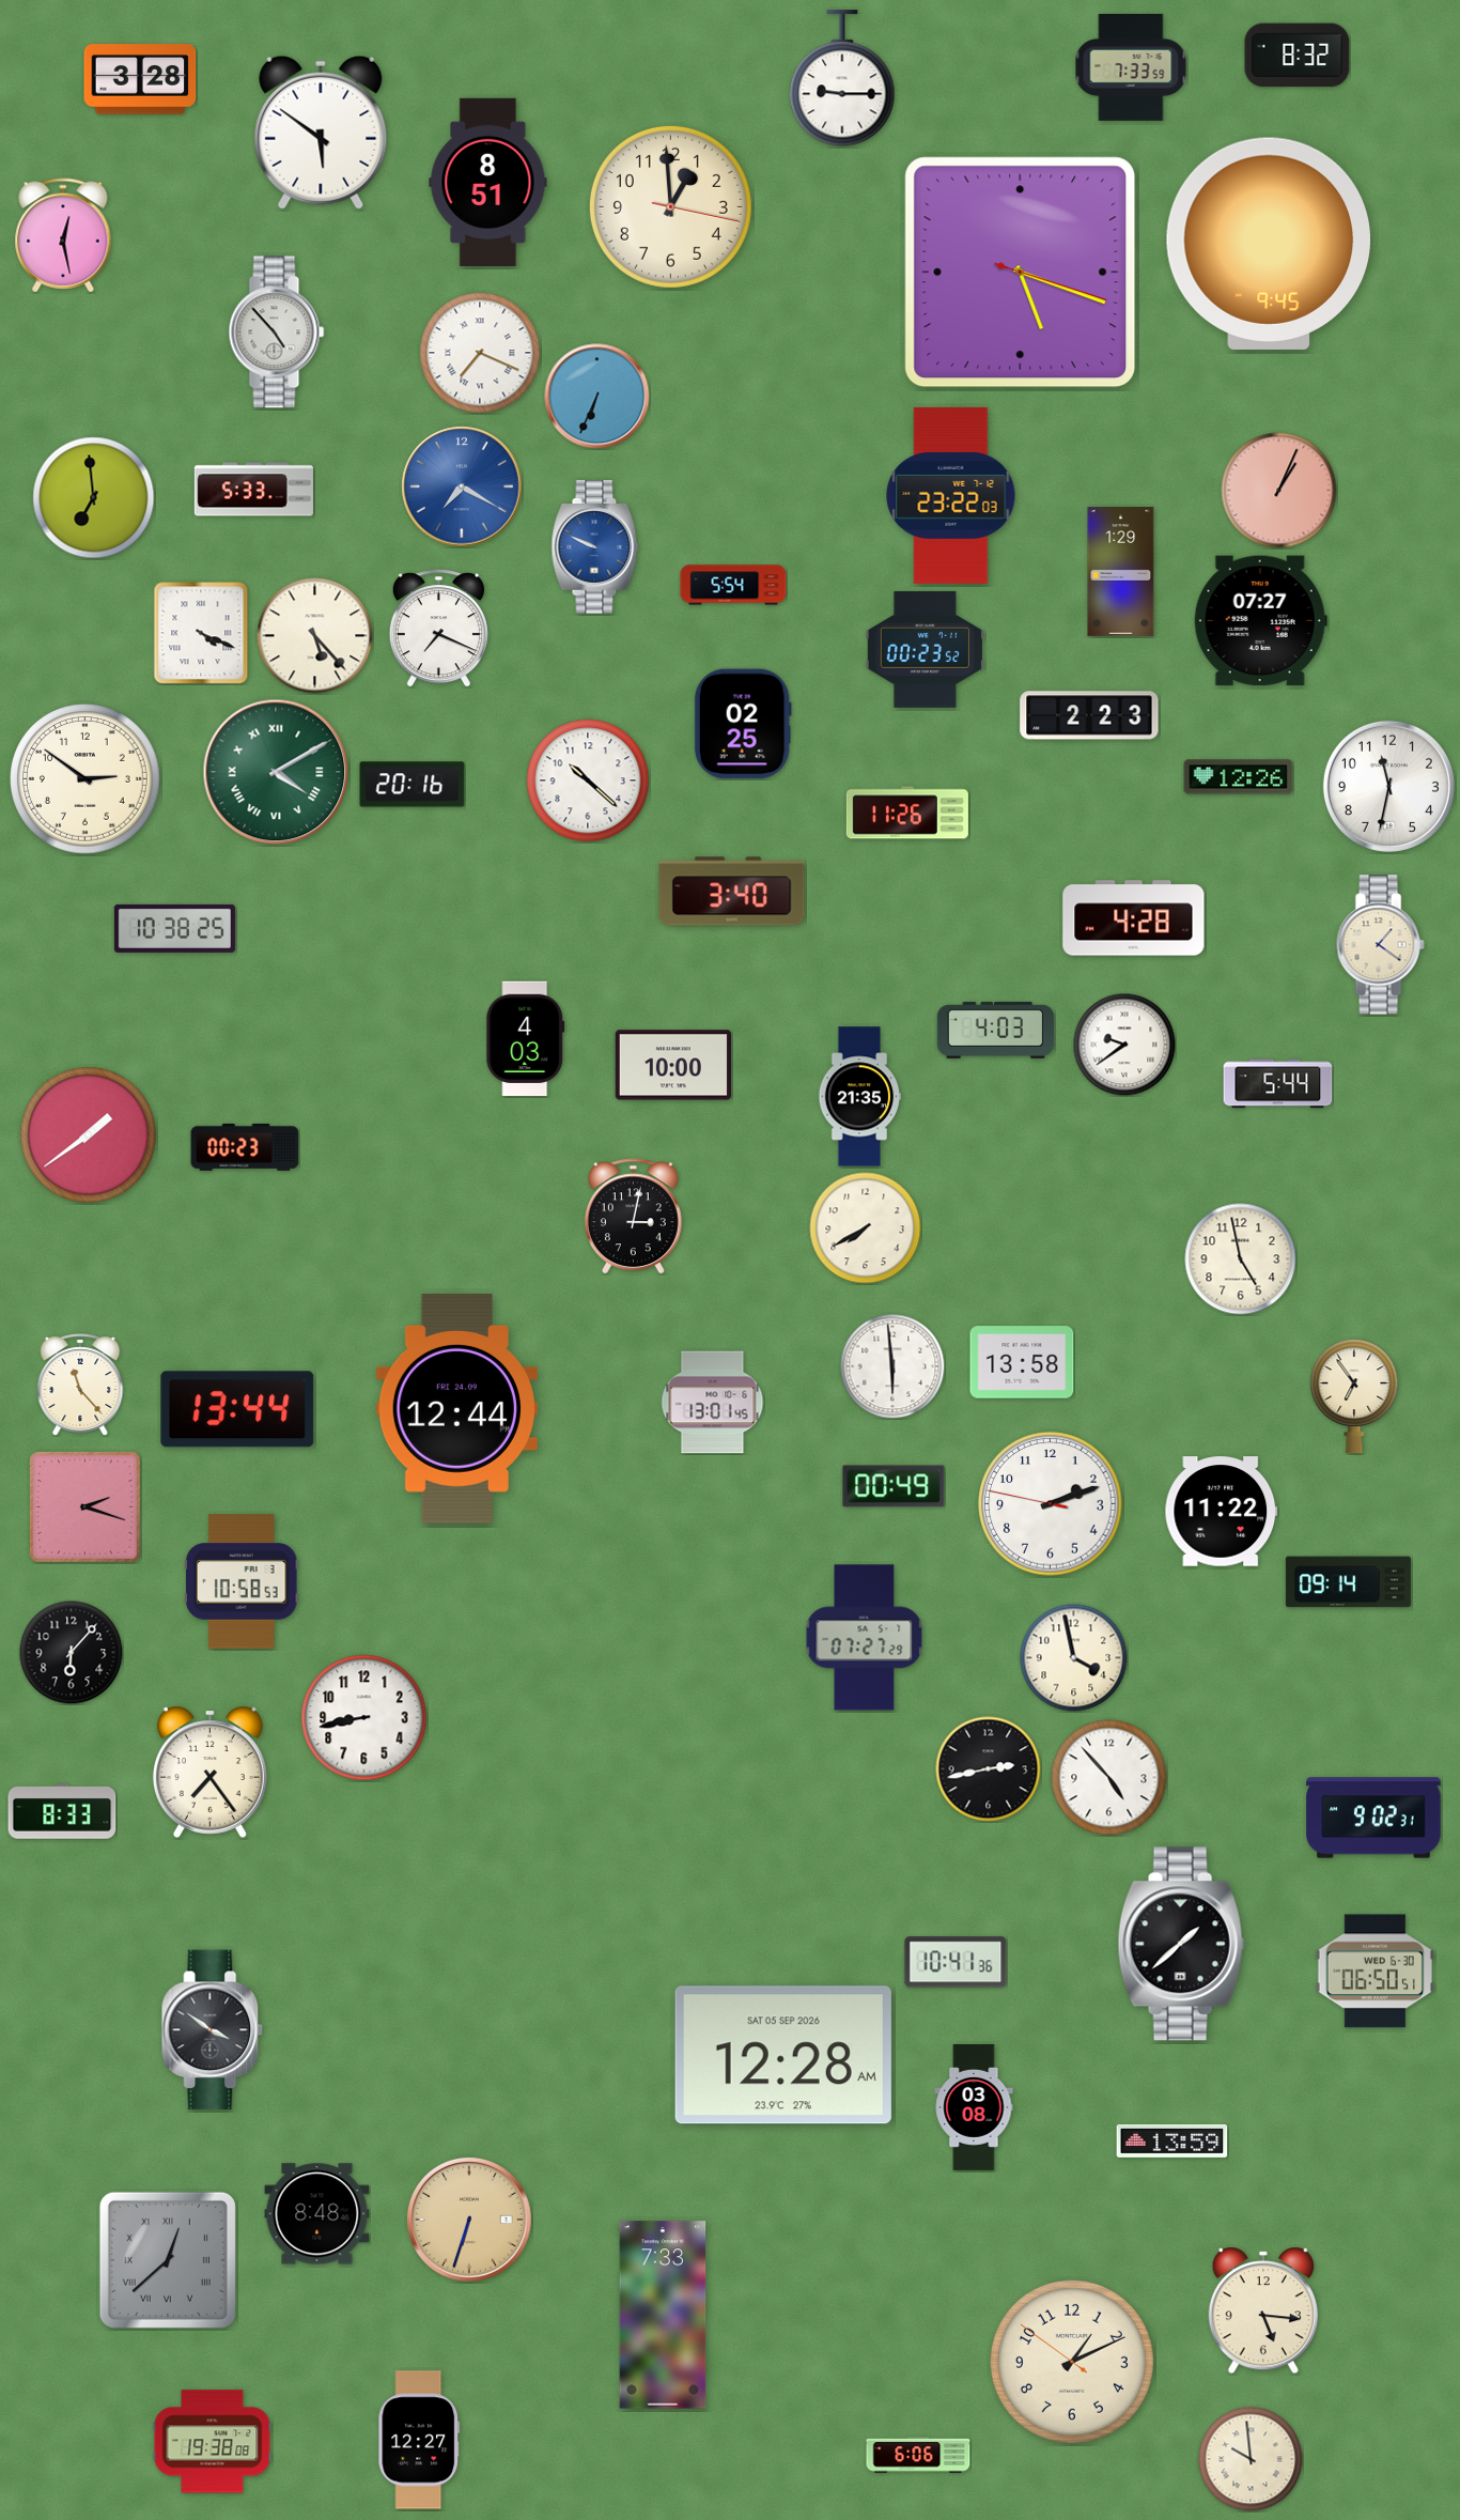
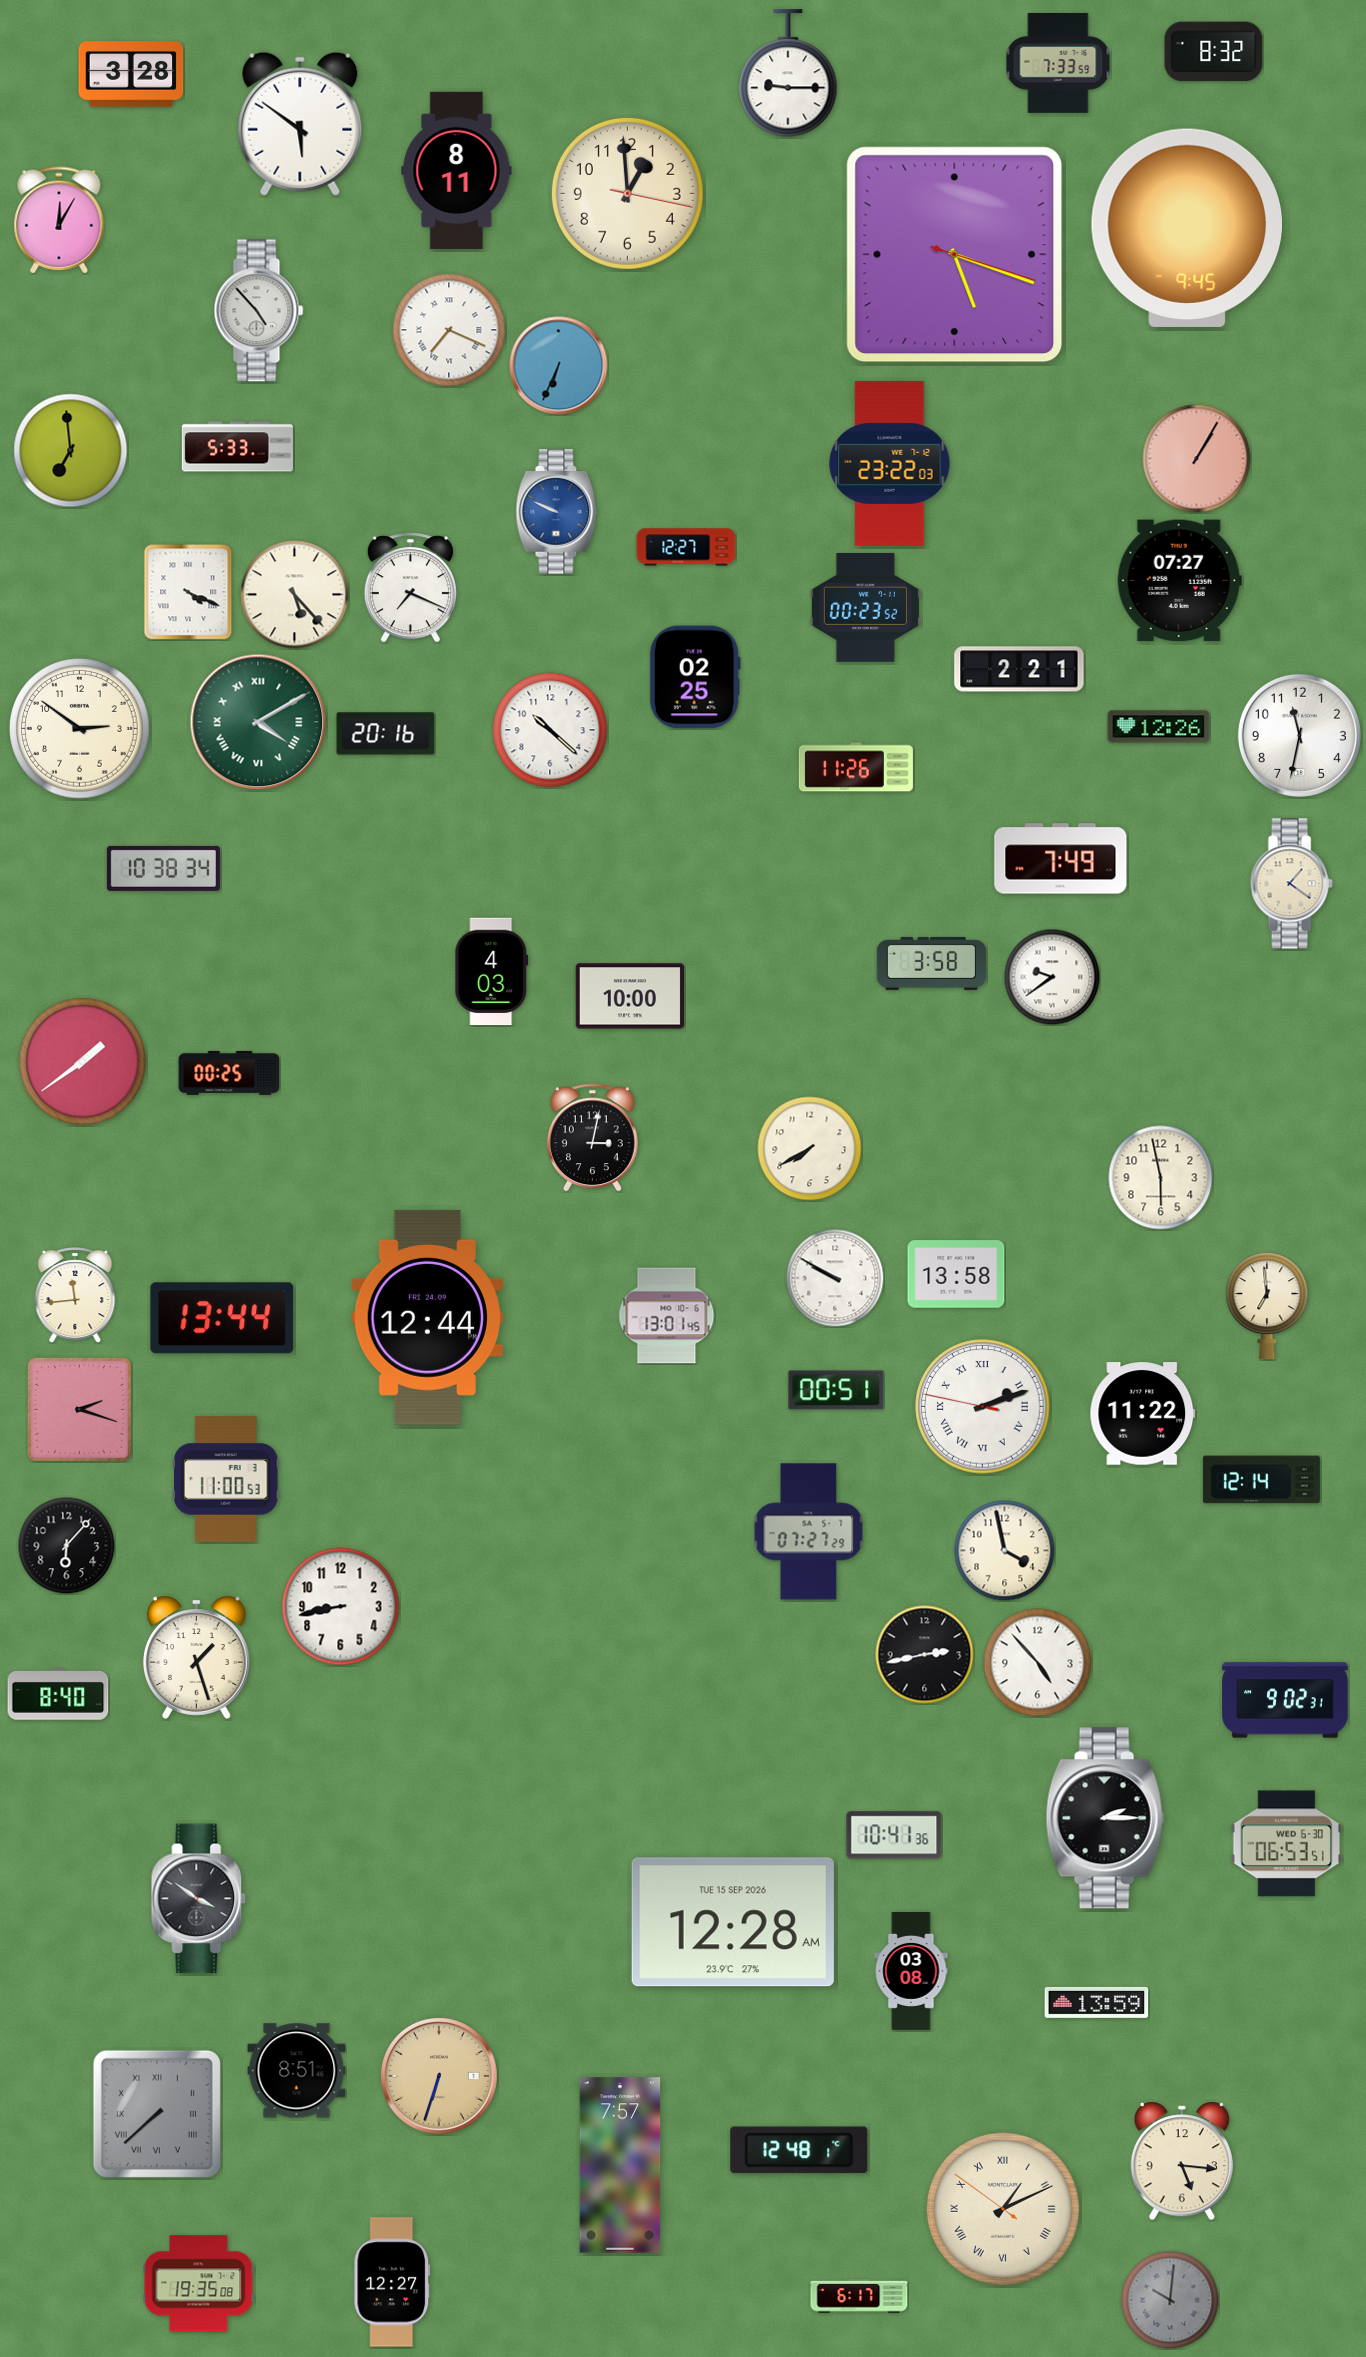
clock at (488, 182): 8:51 -> 8:11
clock at (63, 235): 12:28 -> 12:05
clock at (597, 397) position: (597, 397) -> (559, 366)
clock at (462, 486): 7:20 -> none
clock at (253, 490) position: (253, 490) -> (237, 447)
clock at (1279, 491): 1:04 -> 1:05
clock at (94, 498) position: (94, 498) -> (71, 451)
clock at (1121, 572): 1:29 -> none
clock at (733, 585): 5:54 -> 12:27
clock at (1089, 715): 2:23 -> 2:21
clock at (907, 813) position: (907, 813) -> (856, 767)
clock at (732, 892): 3:40 -> none
clock at (1134, 918): 4:28 -> 7:49
clock at (174, 928): 10:38:25 -> 10:38:34
clock at (996, 1030): 4:03 -> 3:58
clock at (1278, 1084): 5:44 -> none
clock at (860, 1097): 21:35 -> none
clock at (245, 1147): 00:23 -> 00:25
clock at (1241, 1259): 4:58 -> 5:58
clock at (892, 1366): 5:59 -> 9:50
clock at (80, 1385): 11:23 -> 11:44
clock at (1354, 1396): 6:54 -> 6:59
clock at (713, 1403) position: (713, 1403) -> (667, 1316)
clock at (894, 1486): 00:49 -> 00:51
clock at (1051, 1504) numerals: Arabic -> Roman
clock at (243, 1581): 10:58 -> 11:00
clock at (1348, 1582): 09:14 -> 12:14
clock at (209, 1772): 7:24 -> 1:27
clock at (62, 1812): 8:33 -> 8:40
clock at (1181, 1944): 1:38 -> 2:15
clock at (1374, 1972): 06:50 -> 06:53
clock at (783, 2055) date: SAT 05 SEP 2026 -> TUE 15 SEP 2026
clock at (317, 2214): 8:48 -> 8:51
clock at (168, 2260): 12:38 -> 7:38
clock at (799, 2150): none -> 12:48
clock at (663, 2315): 7:33 -> 7:57
clock at (1072, 2362) numerals: Arabic -> Roman
clock at (213, 2442): 19:38 -> 19:35
clock at (918, 2455): 6:06 -> 6:17
clock at (1251, 2459): 9:59 -> 10:01
clock at (1251, 2459) dial: cream -> grey
